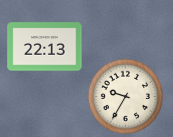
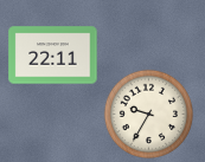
clock at (45, 47): 22:13 -> 22:11
